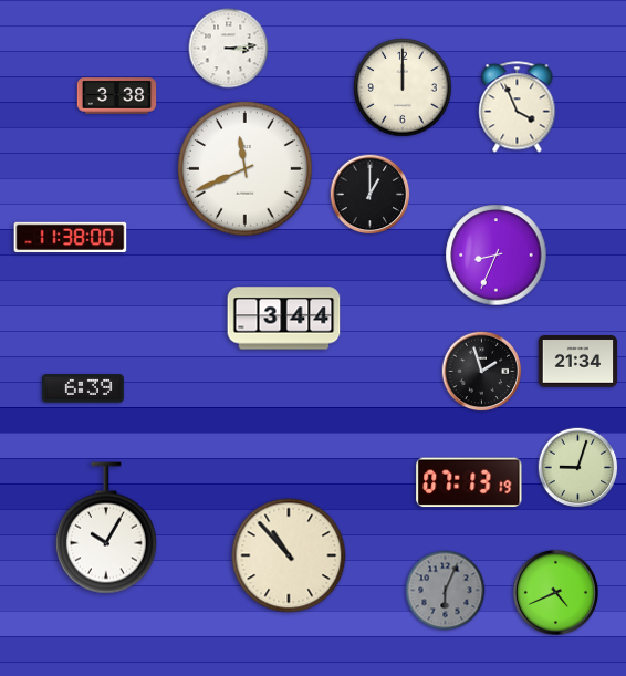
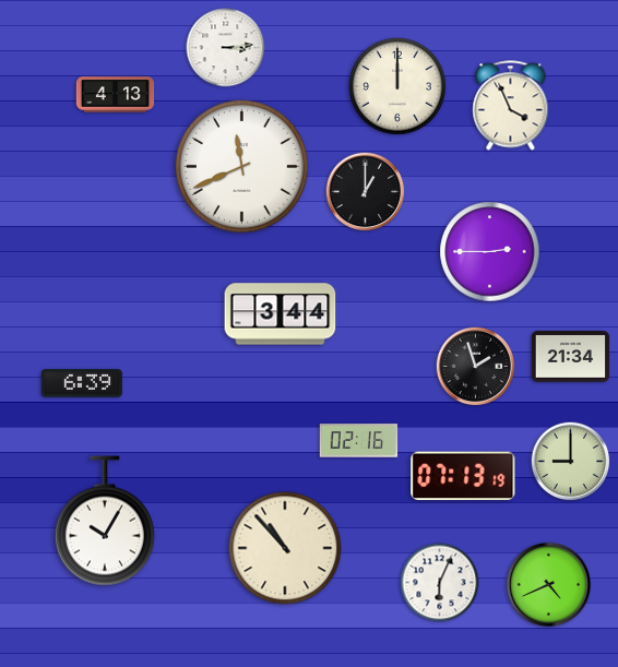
clock at (117, 96): 3:38 -> 4:13
clock at (71, 237): 11:38 -> none
clock at (497, 256): 8:34 -> 2:45
clock at (359, 441): none -> 02:16
clock at (578, 468): 9:03 -> 9:00
clock at (446, 591) dial: grey -> white
